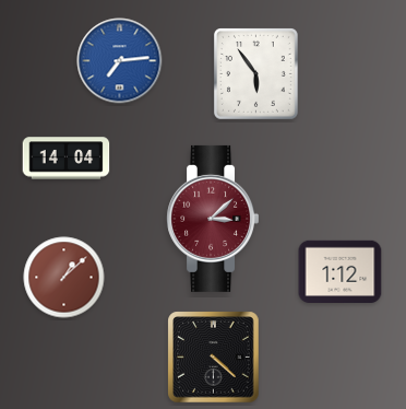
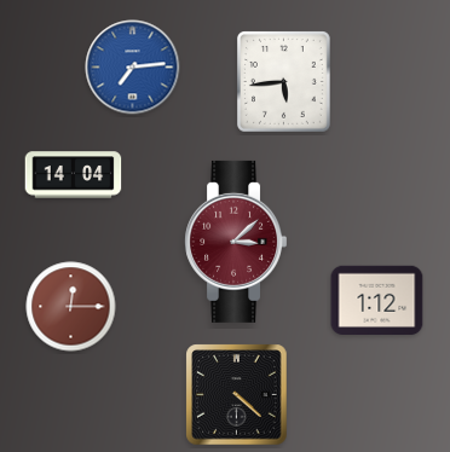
clock at (255, 74): 5:54 -> 5:44
clock at (64, 278): 1:08 -> 12:15
